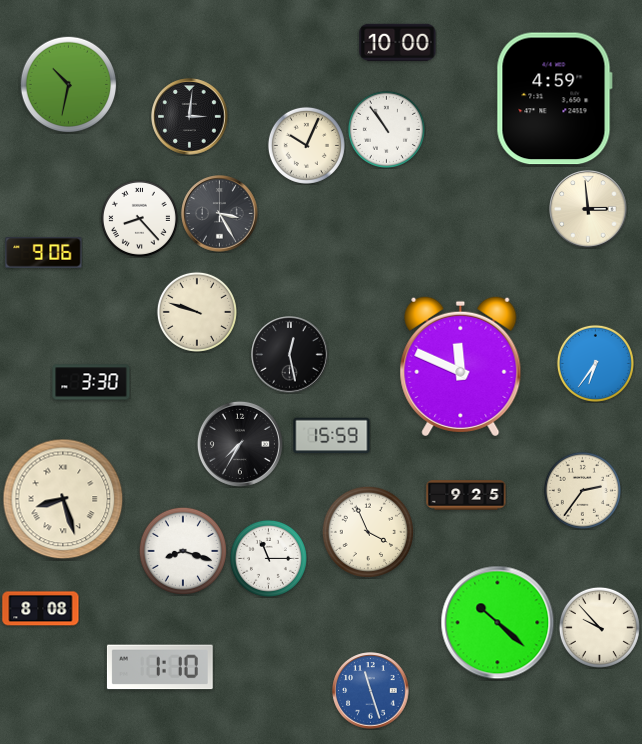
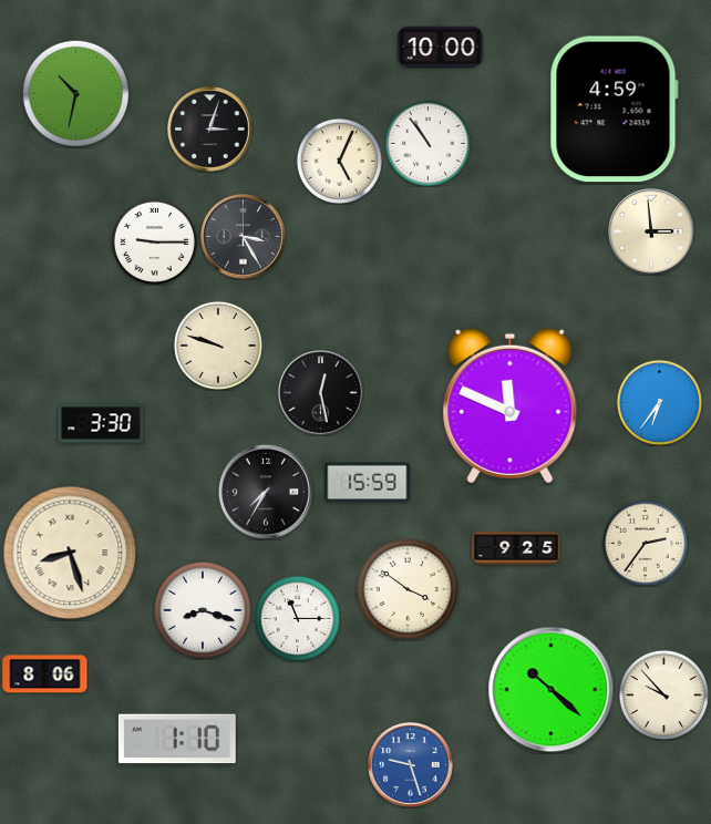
clock at (190, 117): 3:01 -> 3:03
clock at (306, 145): 10:04 -> 5:04
clock at (139, 218): 8:23 -> 9:15
clock at (44, 253): 9:06 -> none
clock at (367, 531): 3:56 -> 3:51
clock at (41, 609): 8:08 -> 8:06
clock at (371, 691): 11:27 -> 9:27
